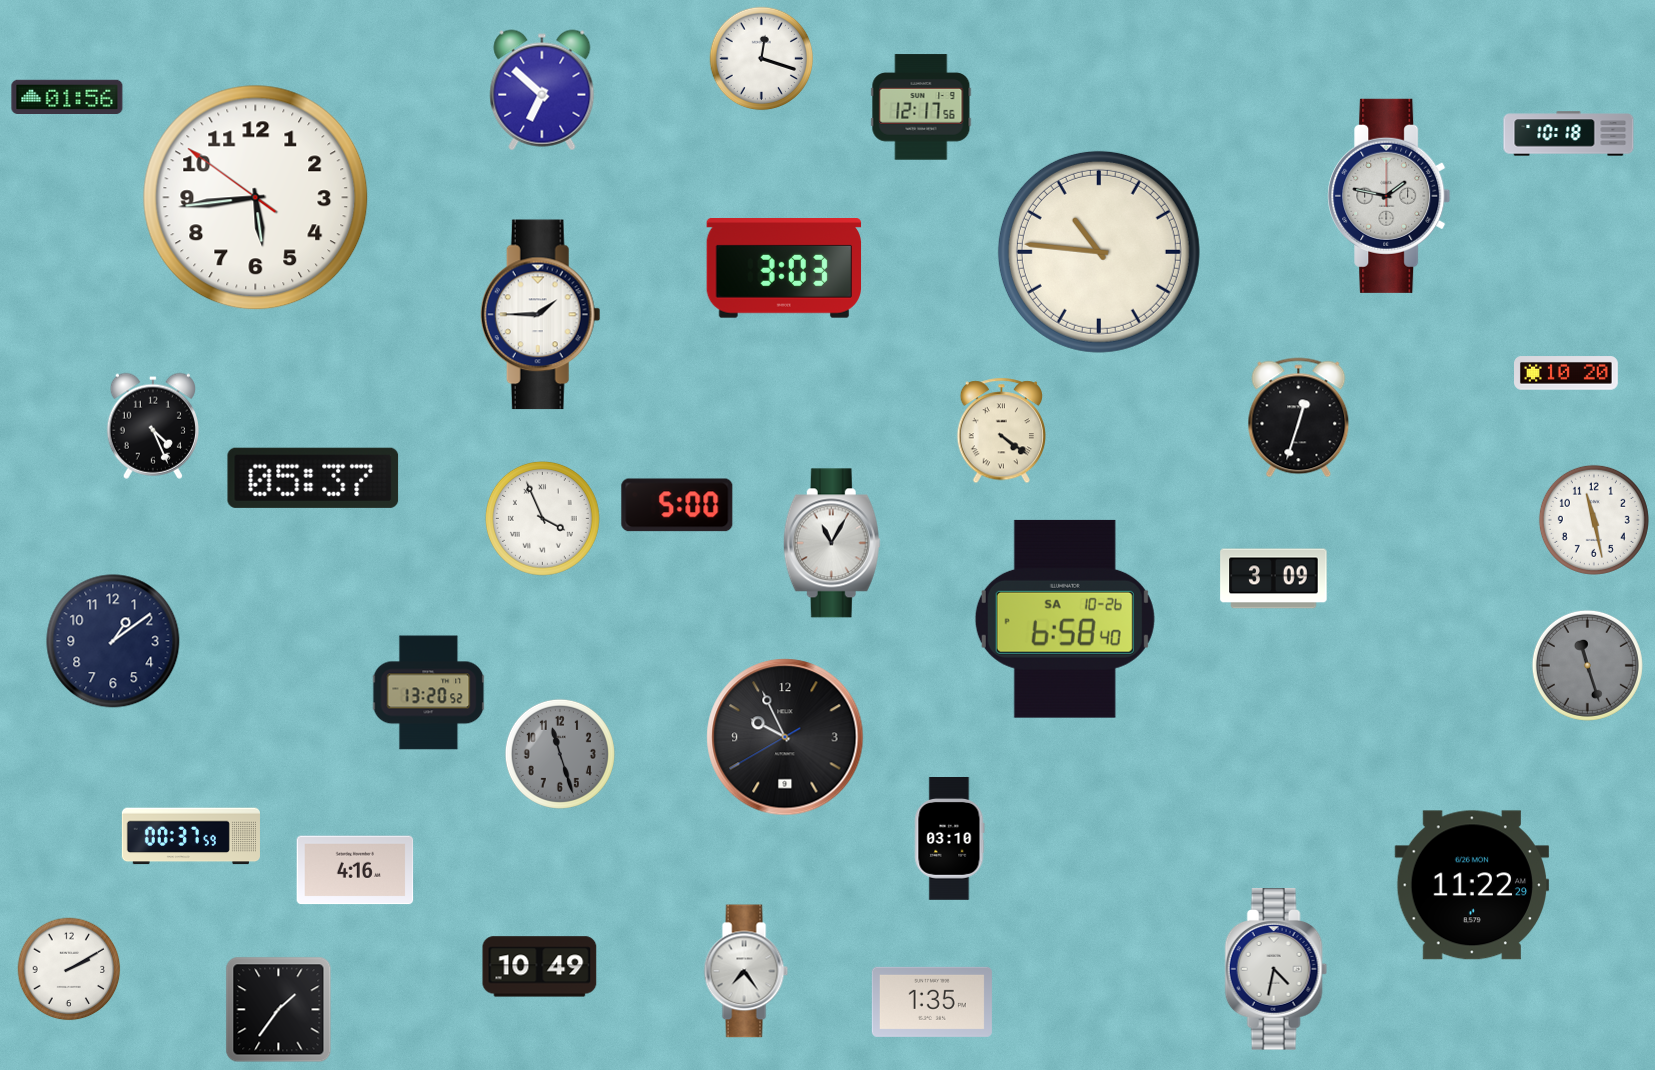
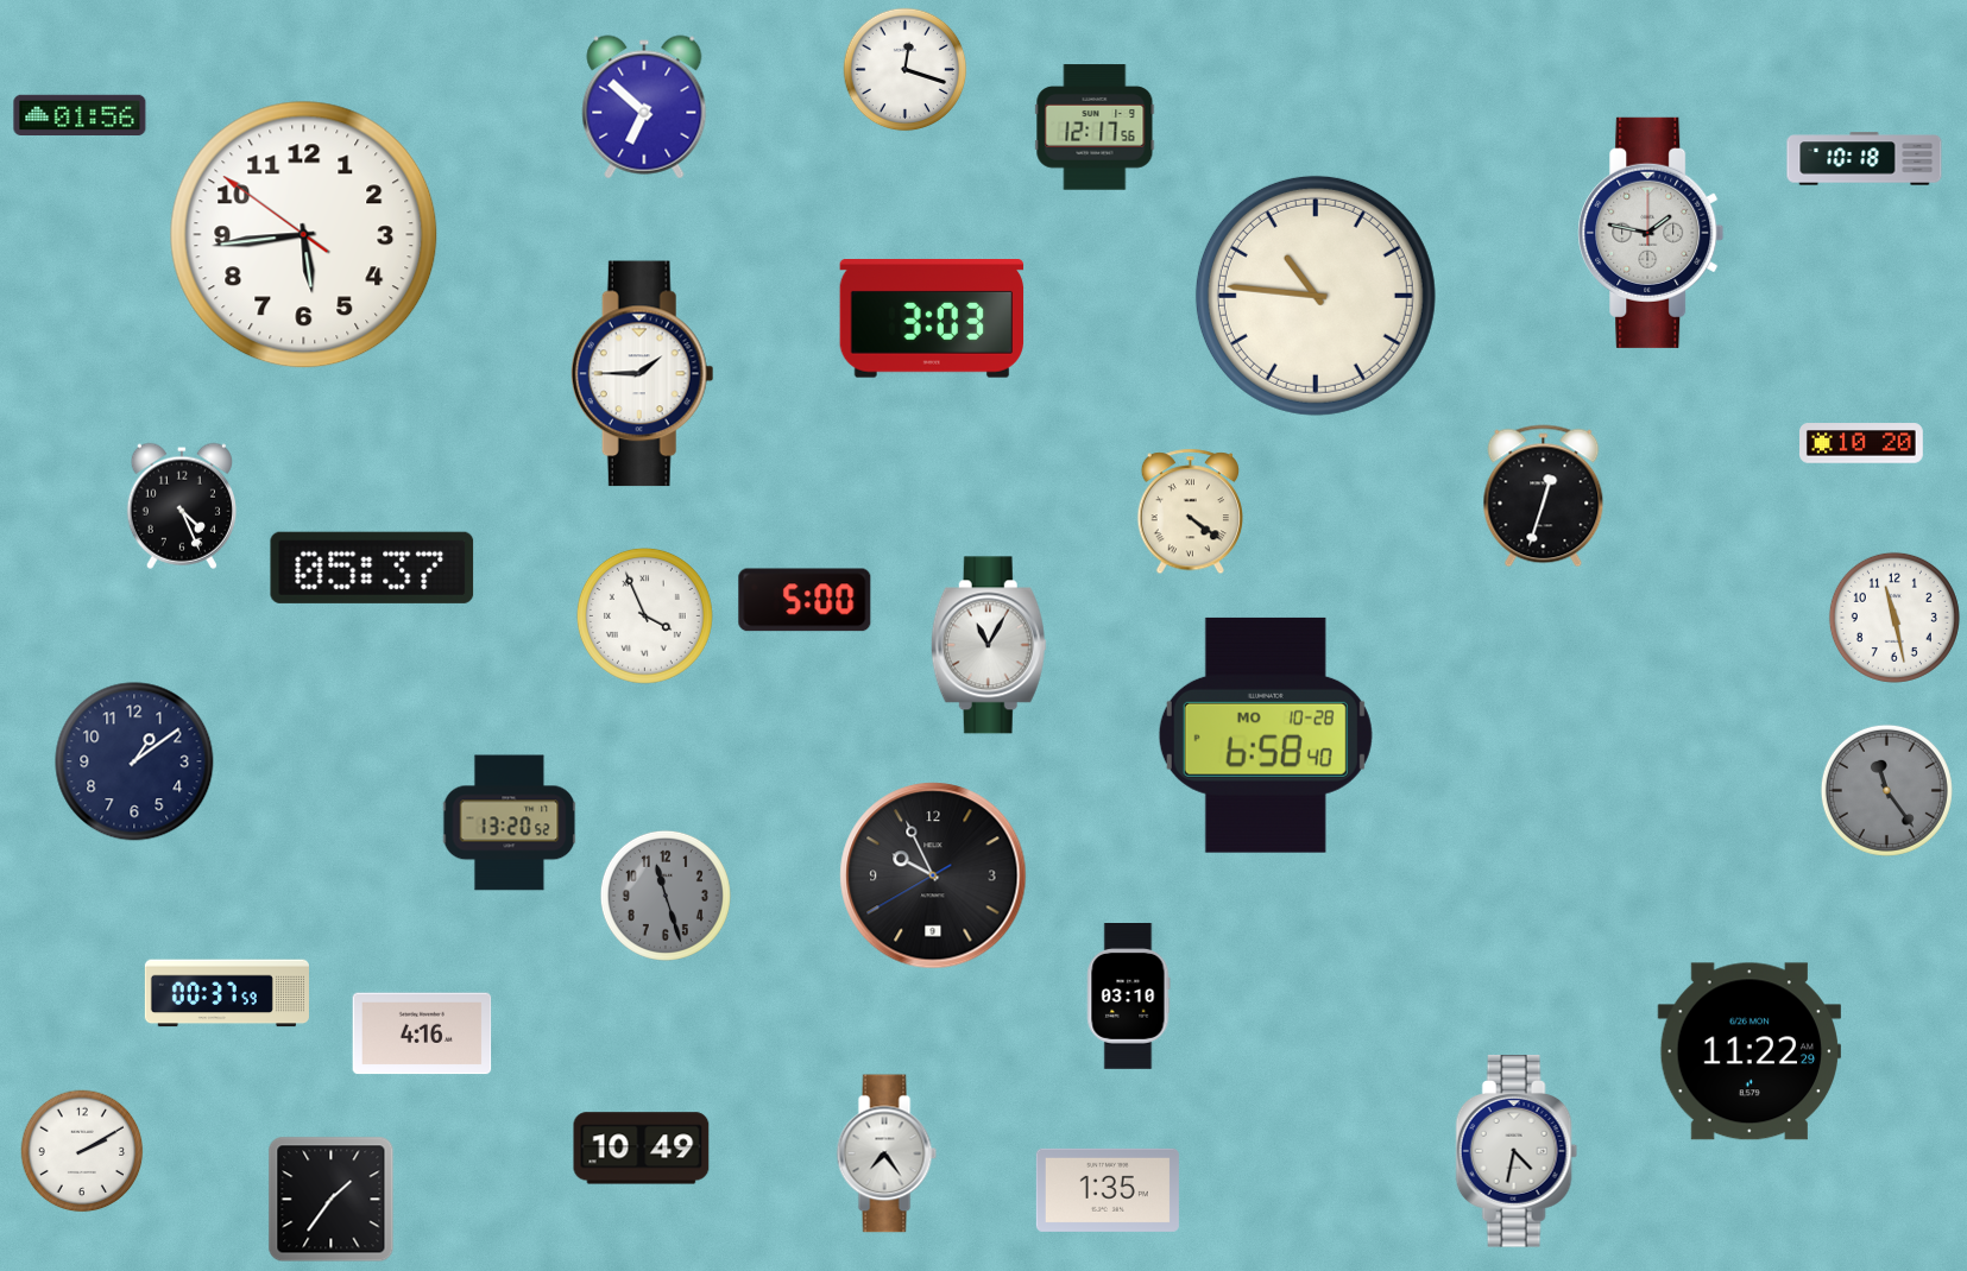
clock at (1099, 252) position: (1099, 252) -> (1316, 296)
clock at (1274, 579): 3:09 -> none
clock at (1065, 619) date: SA 10-26 -> MO 10-28
clock at (1587, 665): 11:27 -> 11:24
